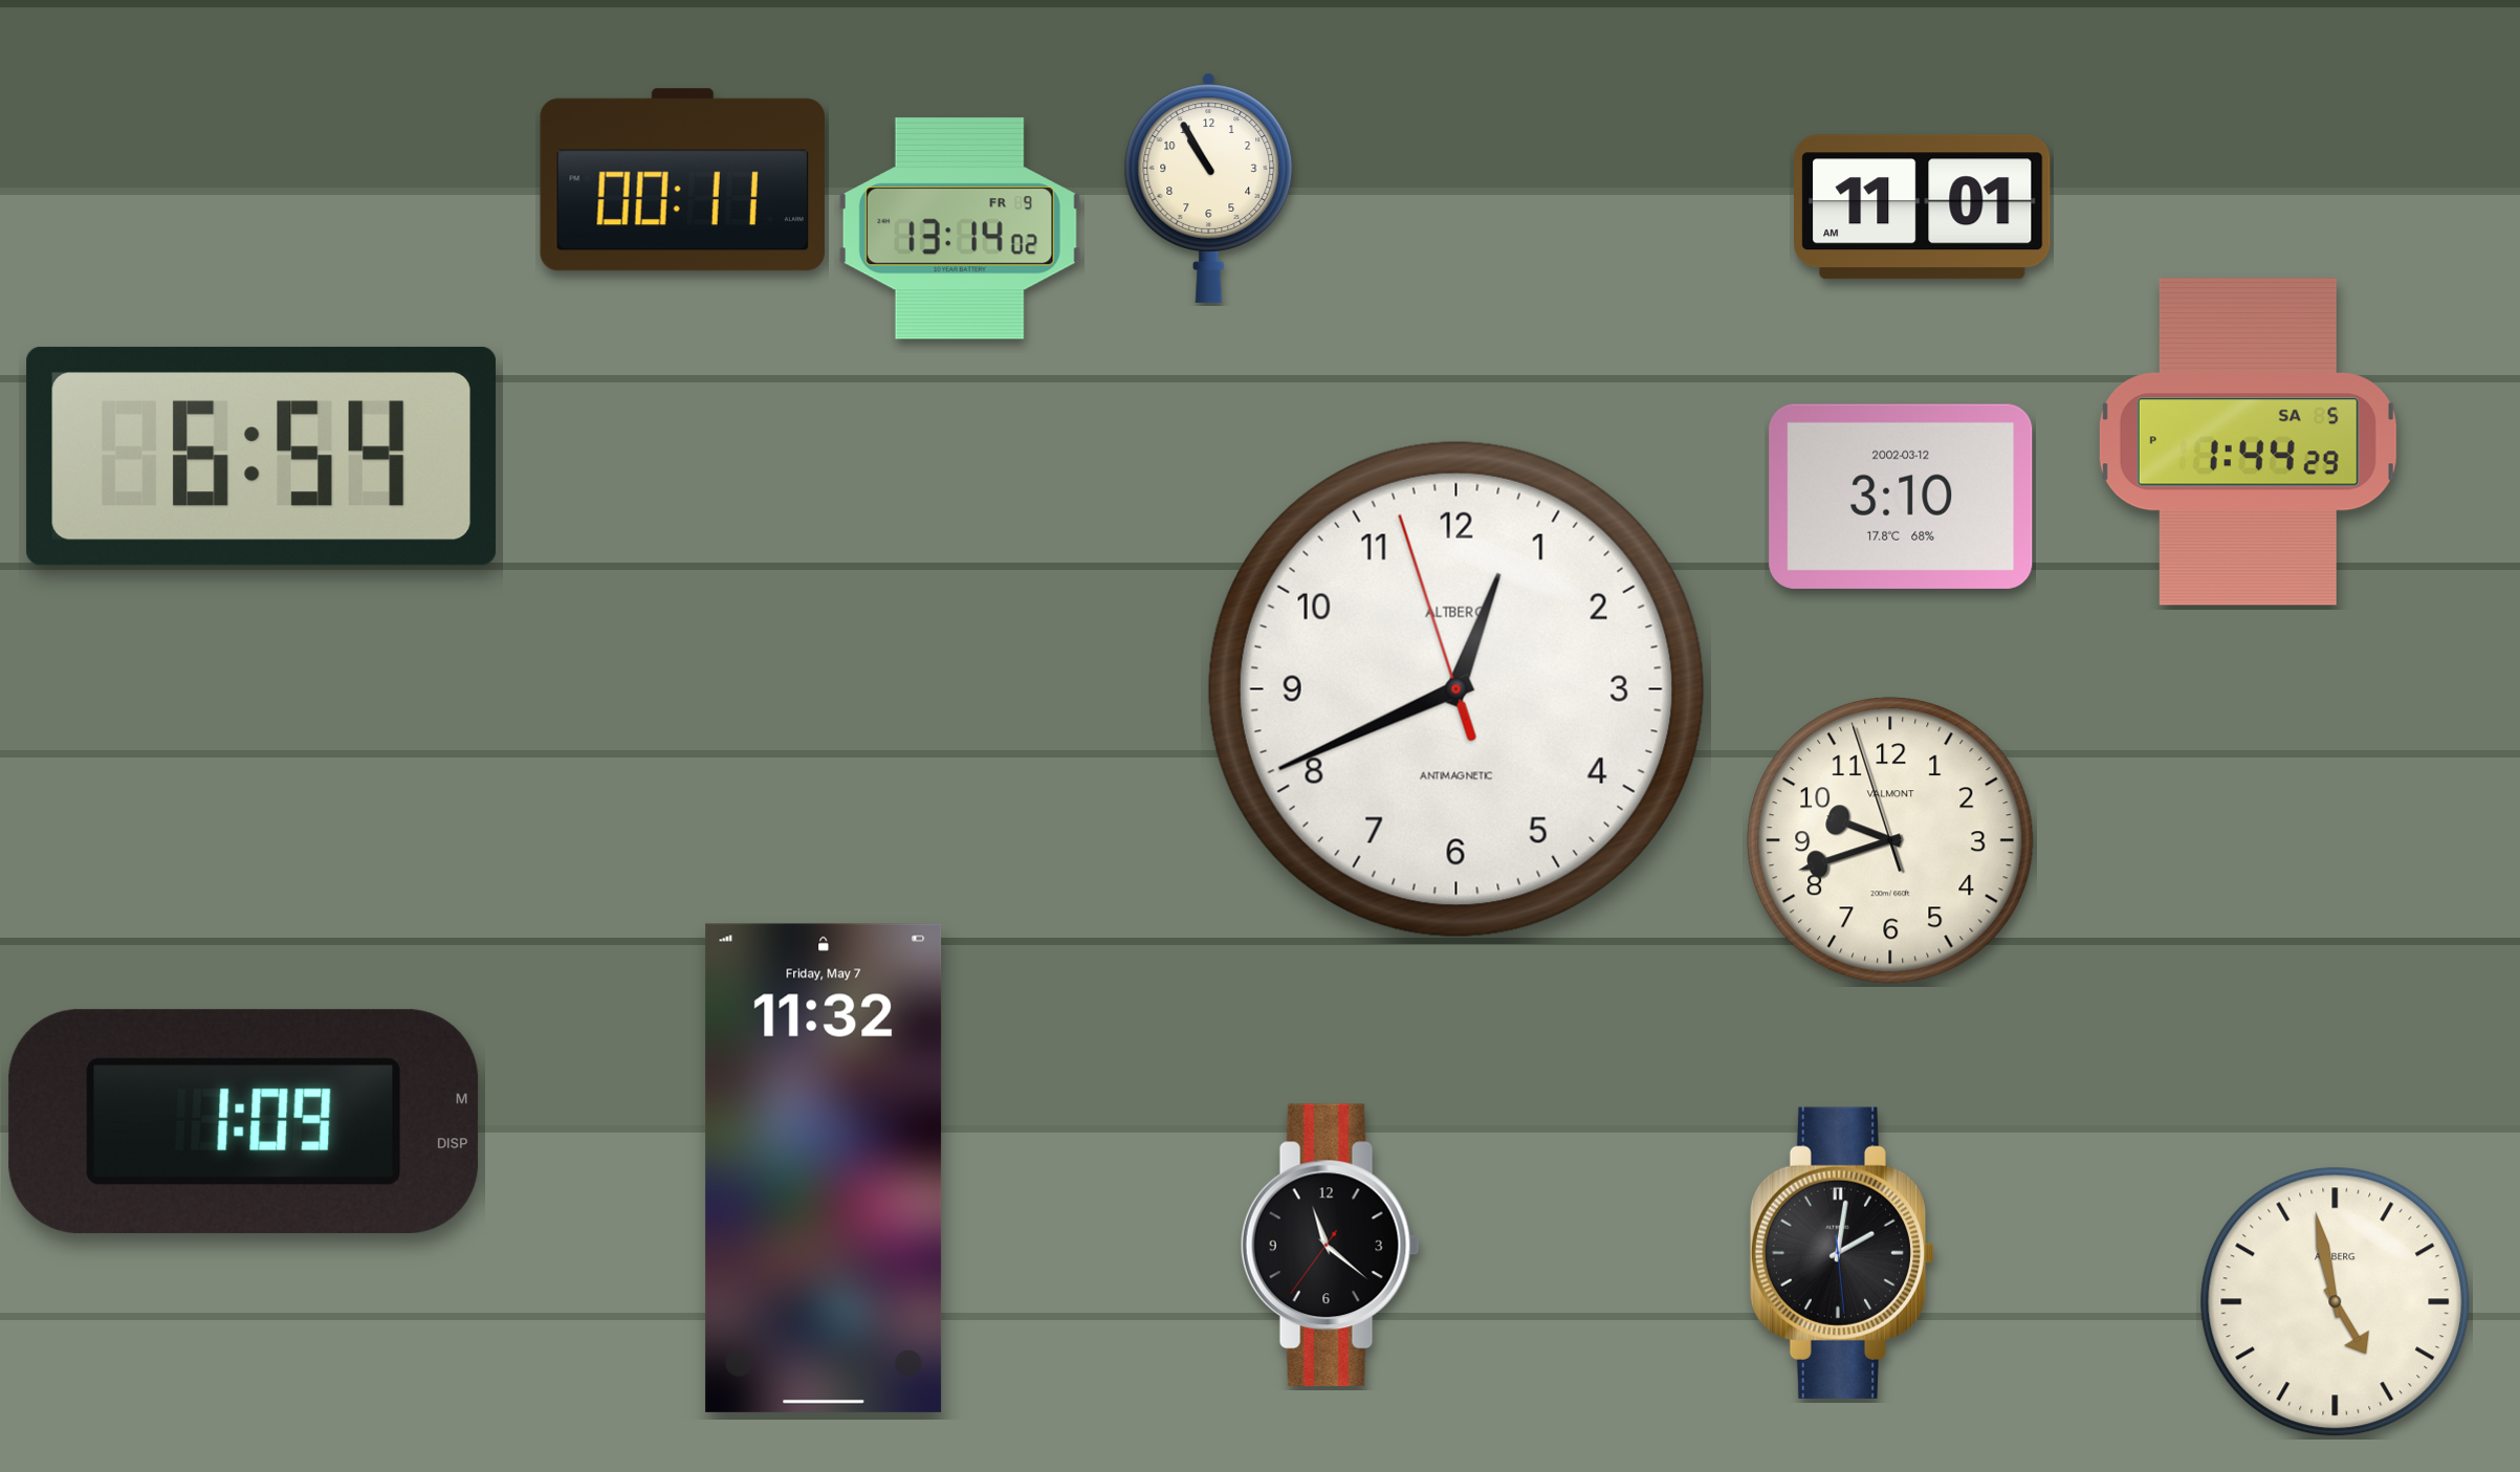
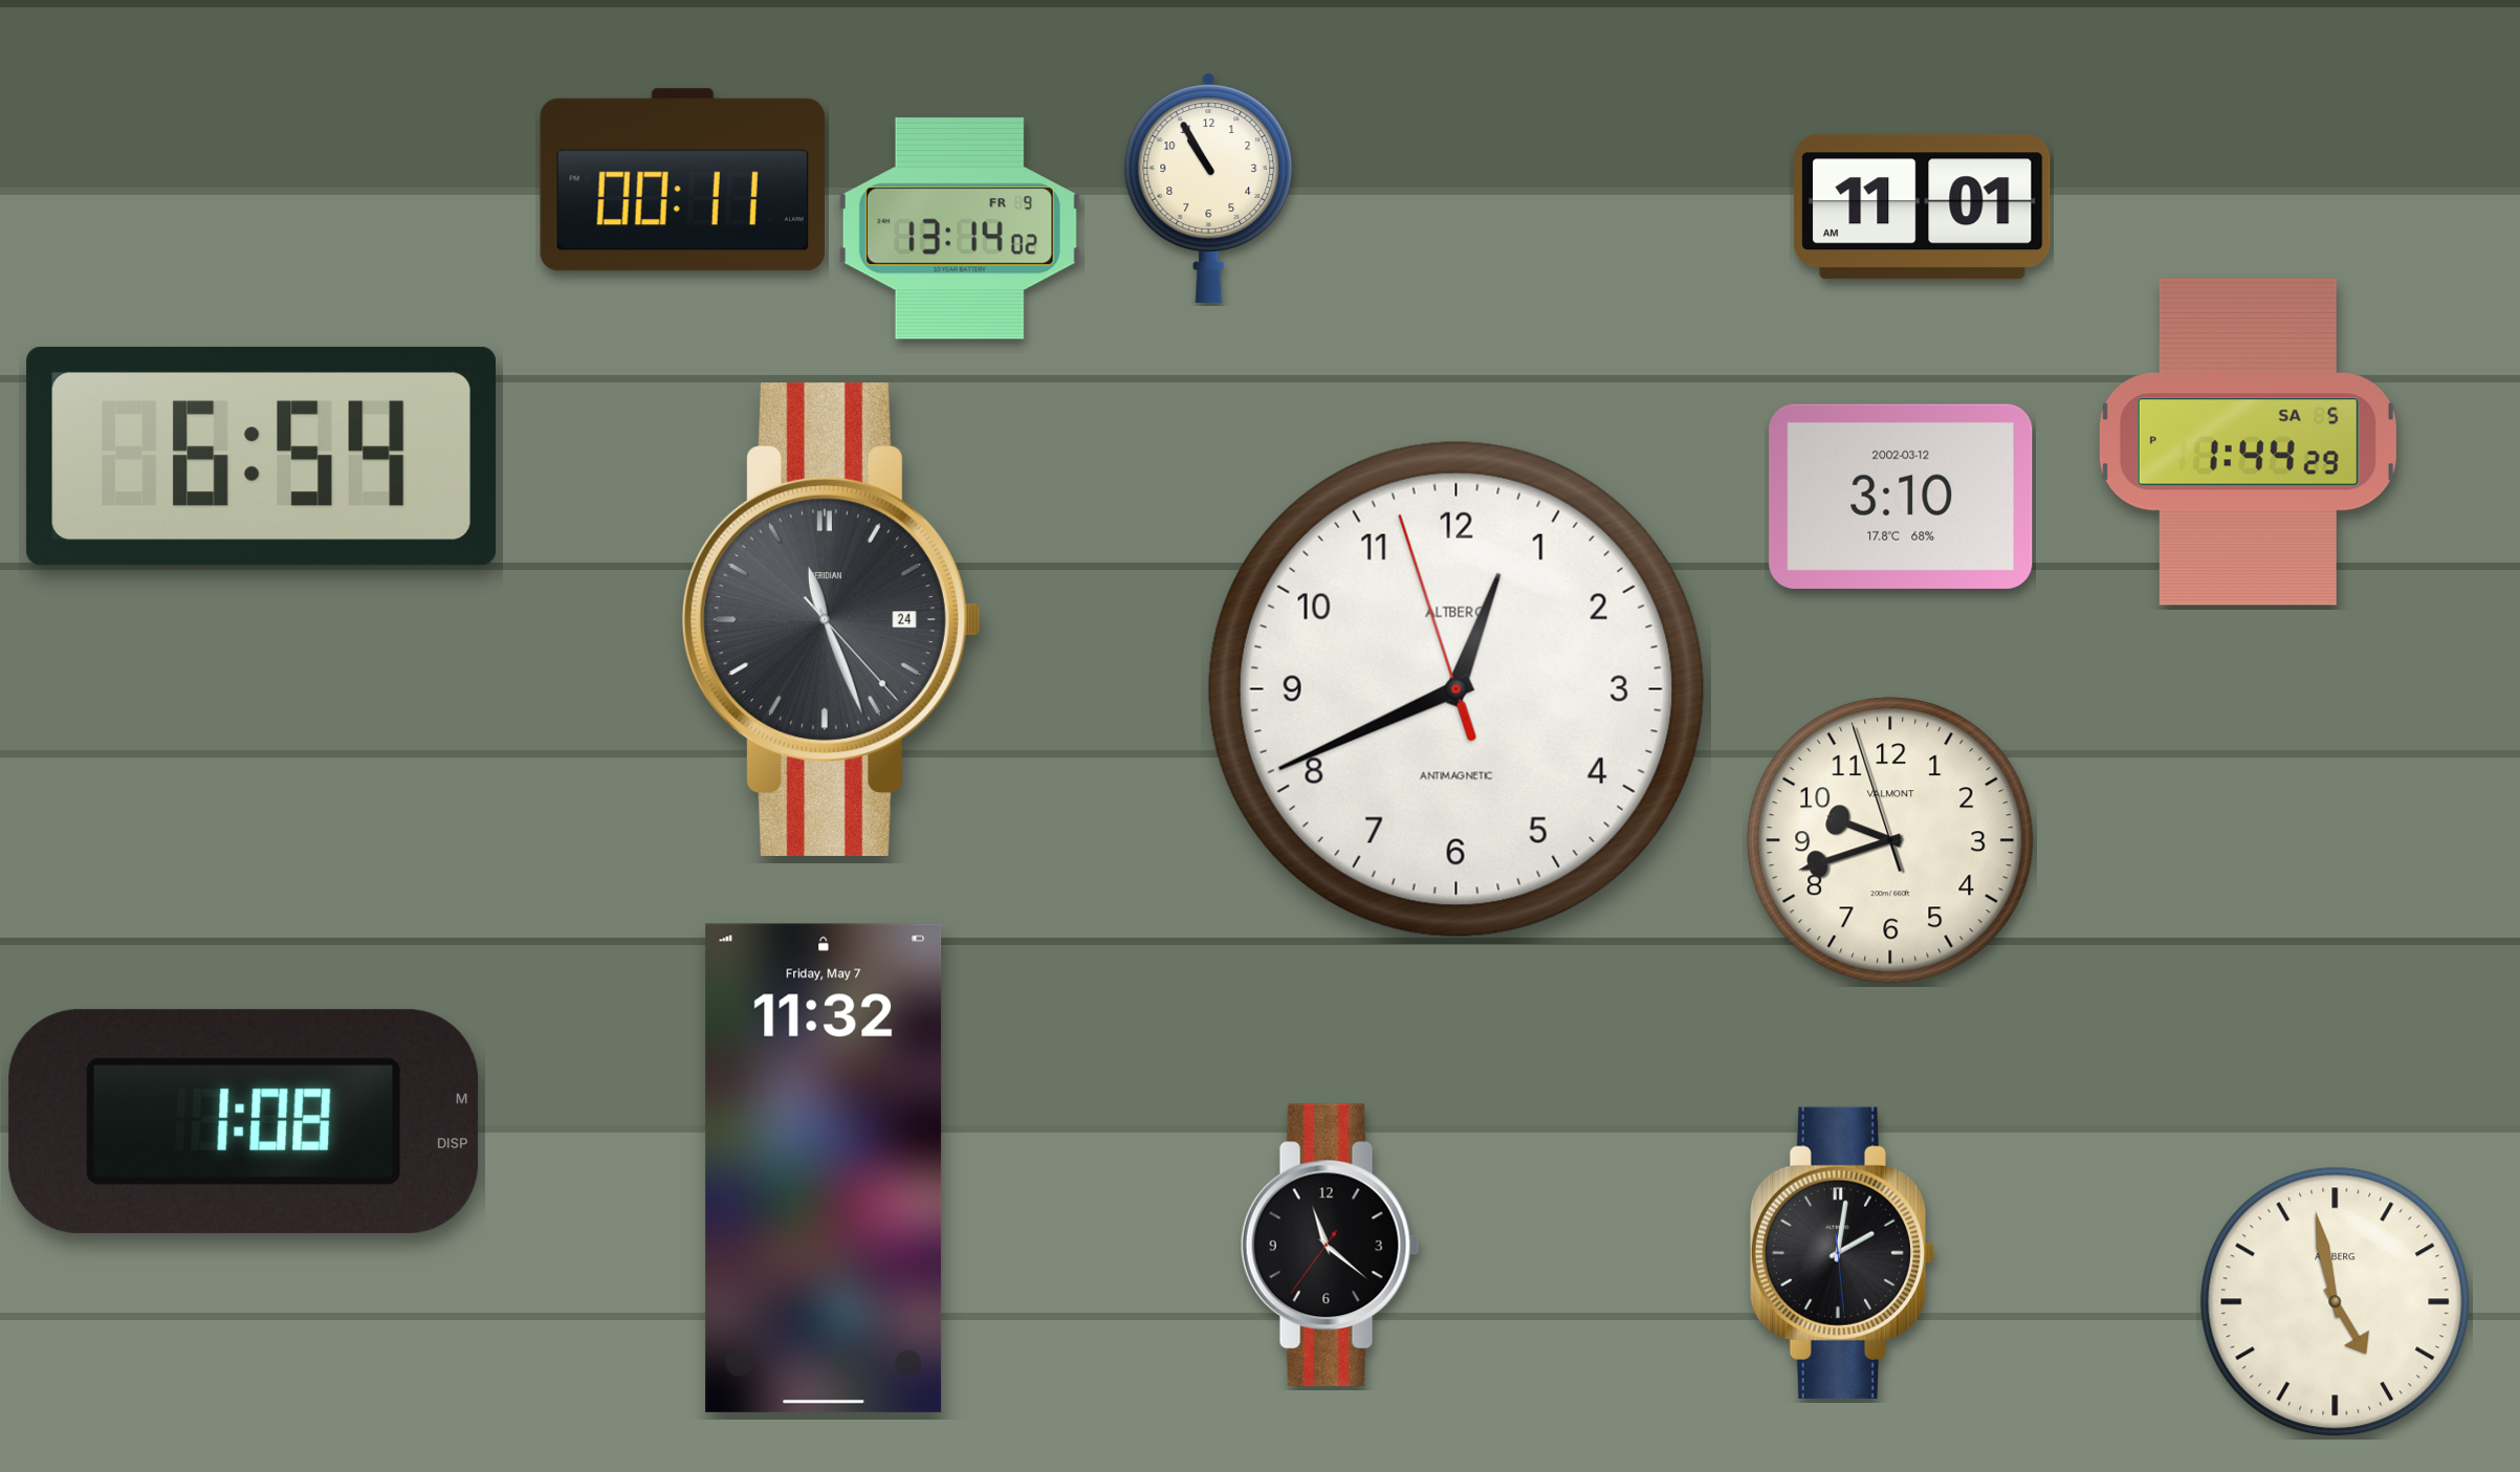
clock at (831, 619): none -> 11:26
clock at (244, 1122): 1:09 -> 1:08
